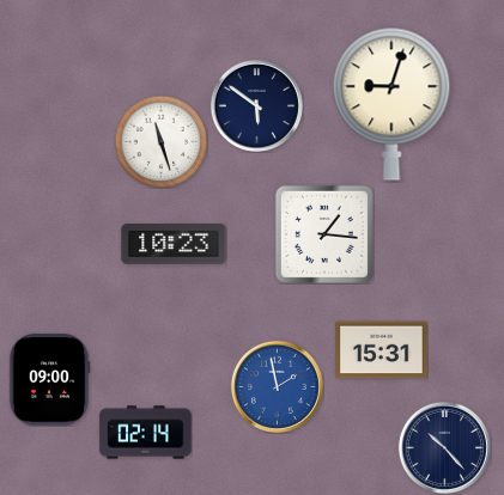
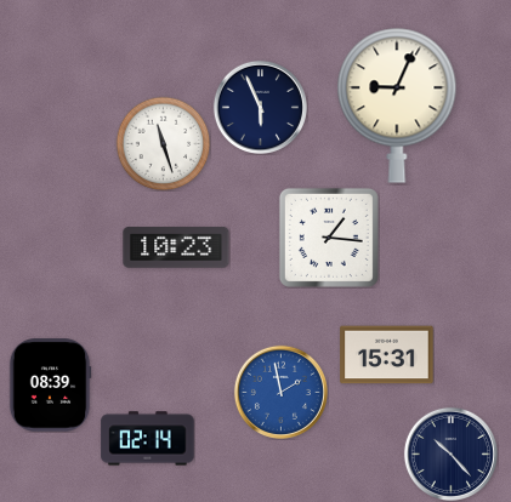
clock at (391, 104): 9:03 -> 9:04
clock at (256, 105): 5:51 -> 5:56
clock at (49, 380): 09:00 -> 08:39
